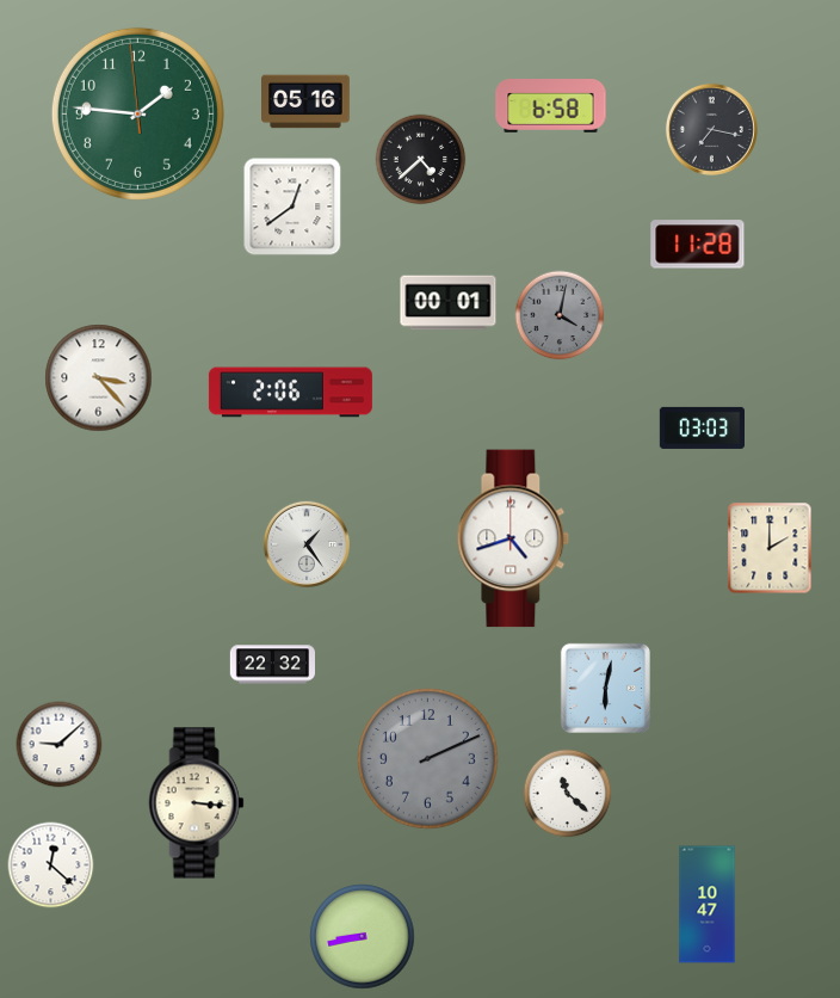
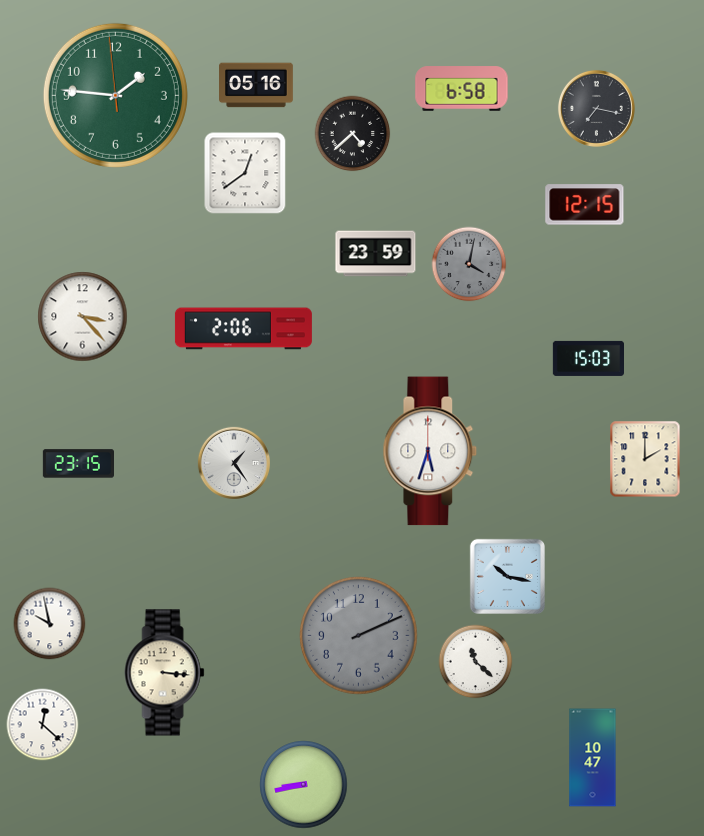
clock at (698, 245): 11:28 -> 12:15
clock at (449, 303): 00:01 -> 23:59
clock at (702, 427): 03:03 -> 15:03
clock at (513, 538): 4:42 -> 5:33
clock at (305, 543) position: (305, 543) -> (233, 462)
clock at (78, 464): none -> 23:15
clock at (272, 665): 22:32 -> none
clock at (605, 688): 6:02 -> 10:17
clock at (60, 745): 9:08 -> 9:58
clock at (568, 794) position: (568, 794) -> (476, 662)
